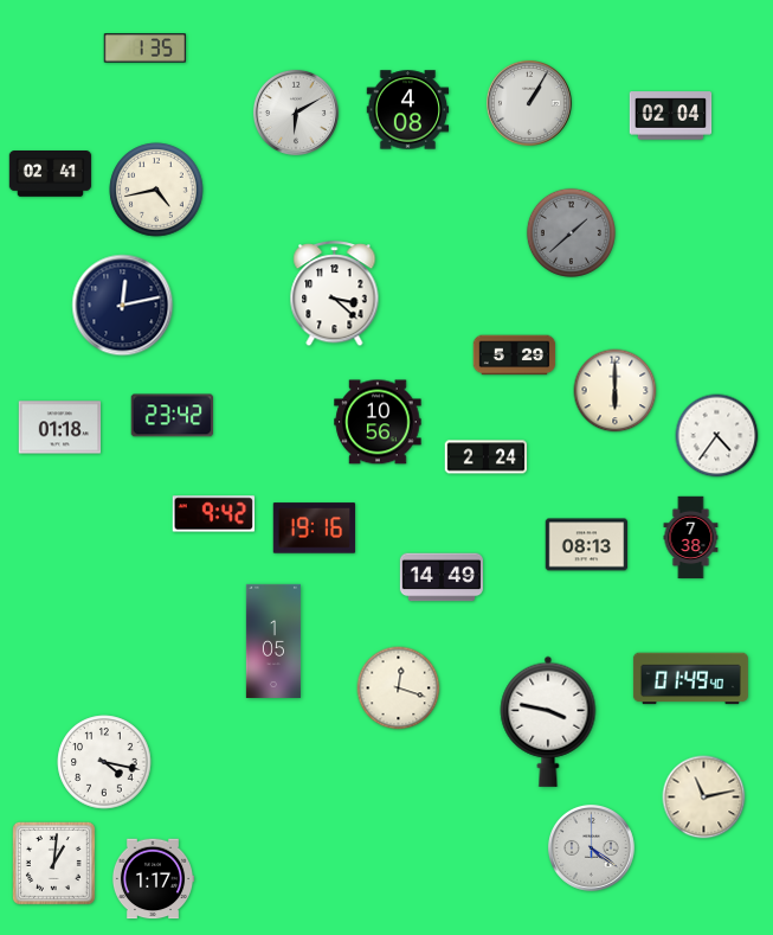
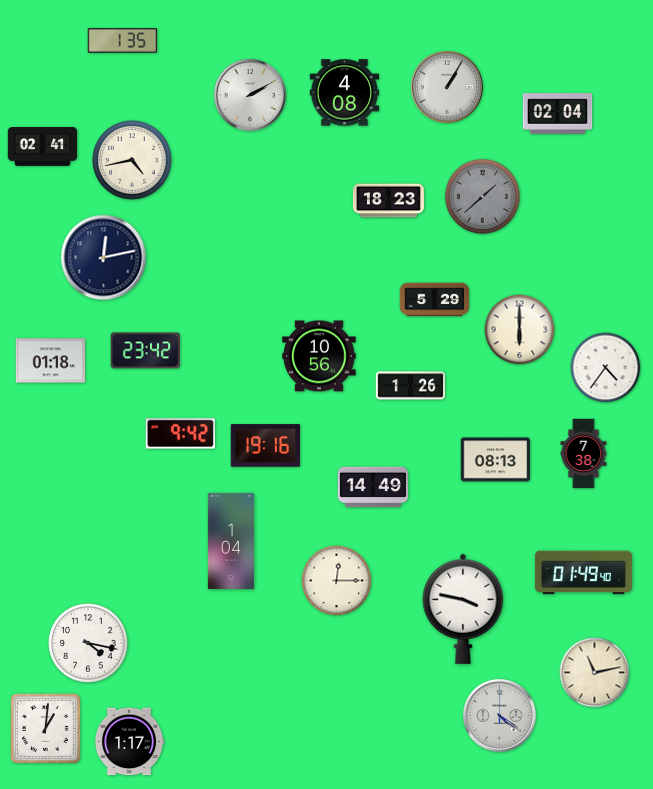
clock at (296, 113): 6:10 -> 2:10
clock at (671, 116) position: (671, 116) -> (558, 114)
clock at (388, 201): none -> 18:23
clock at (335, 294): 3:22 -> none
clock at (487, 457): 2:24 -> 1:26
clock at (273, 641): 1:05 -> 1:04
clock at (399, 689): 12:18 -> 12:15
